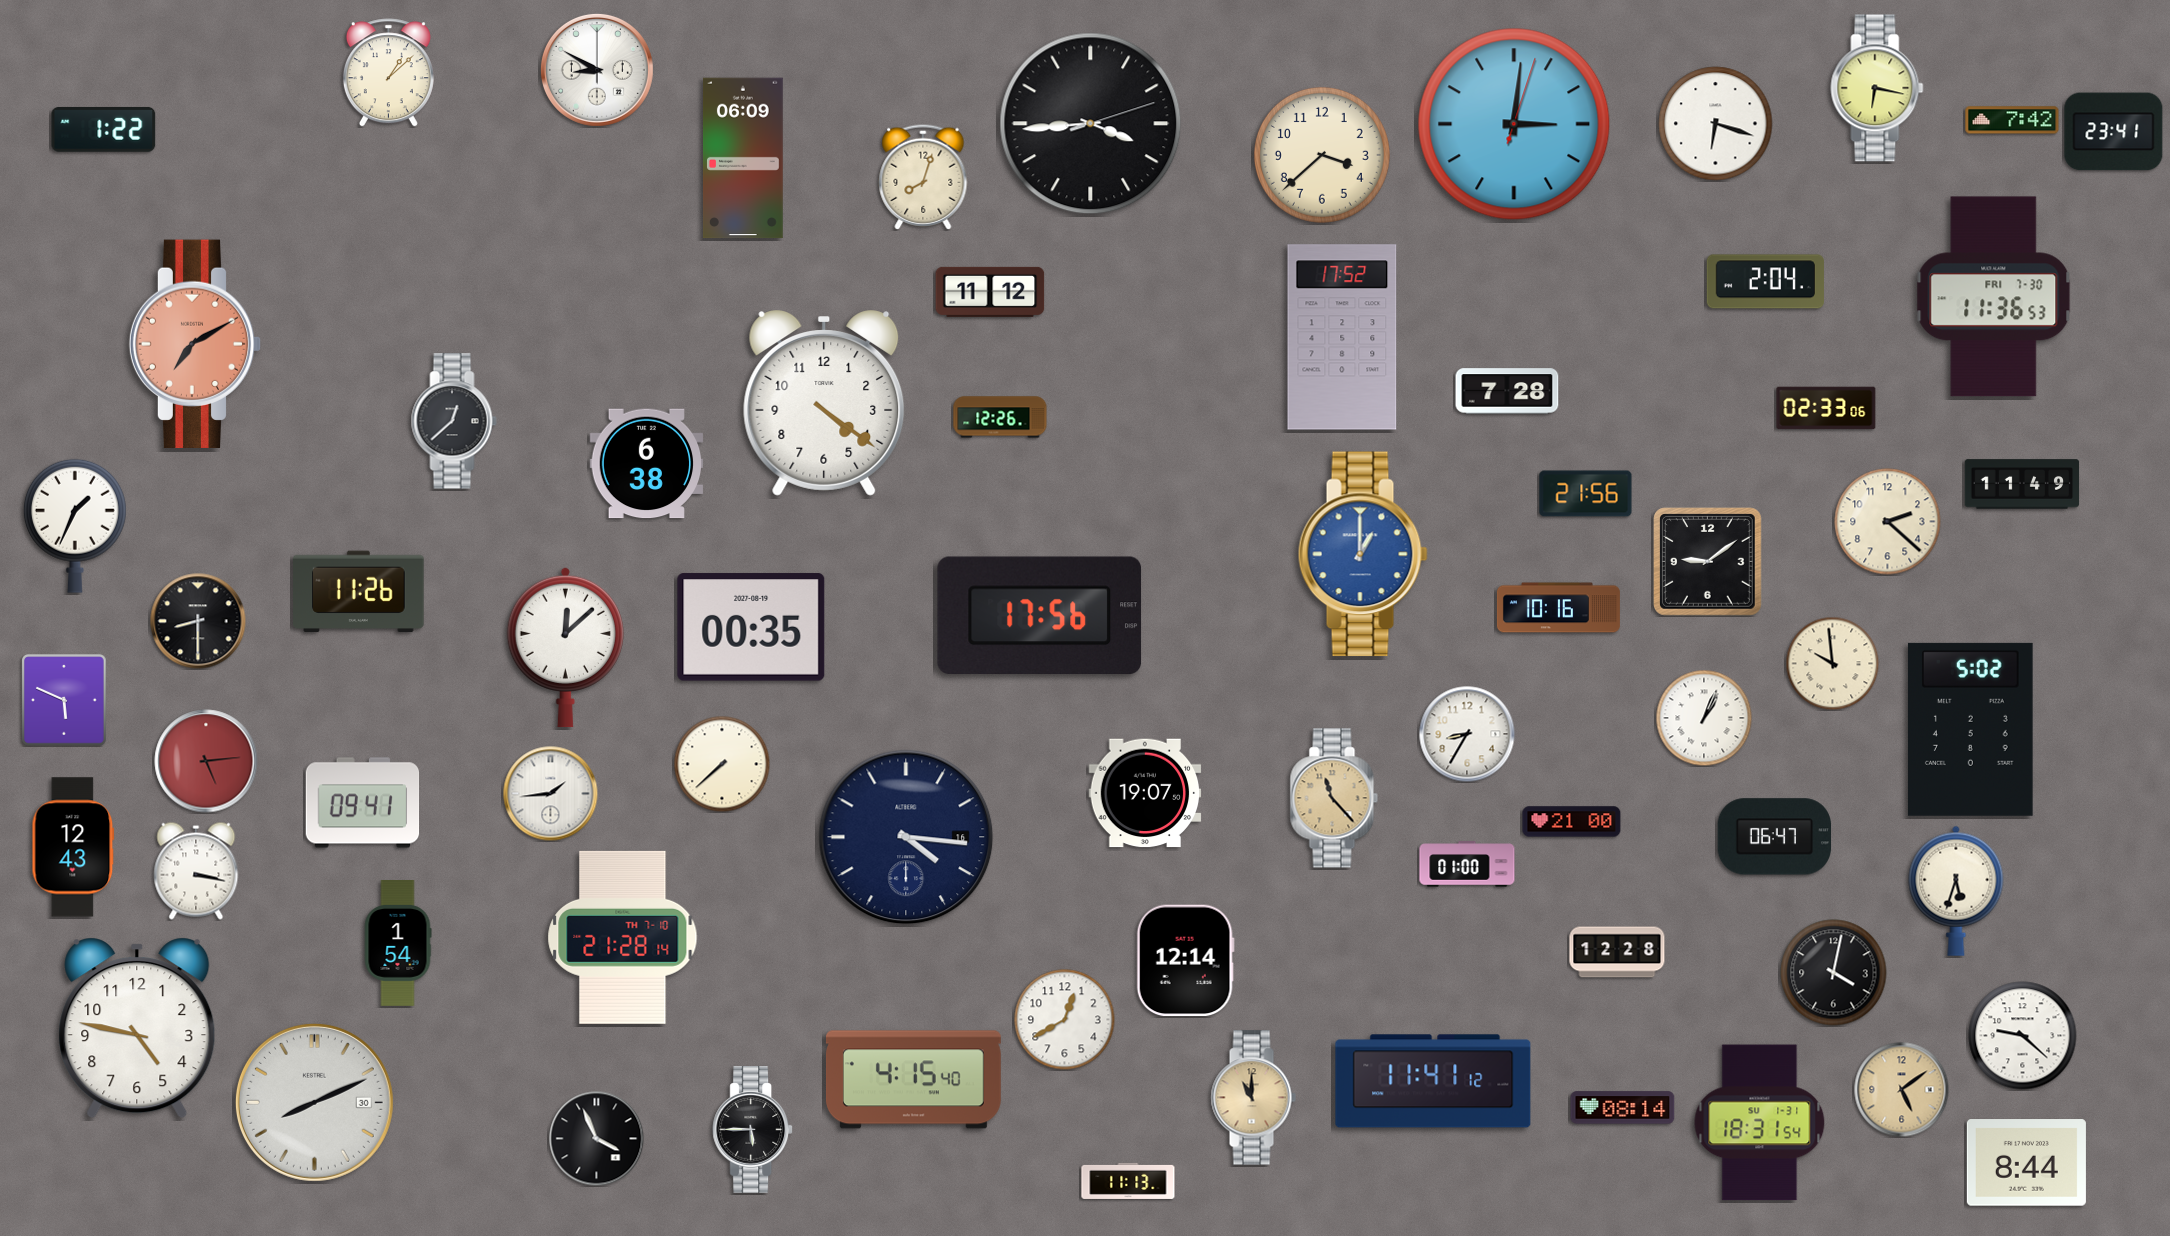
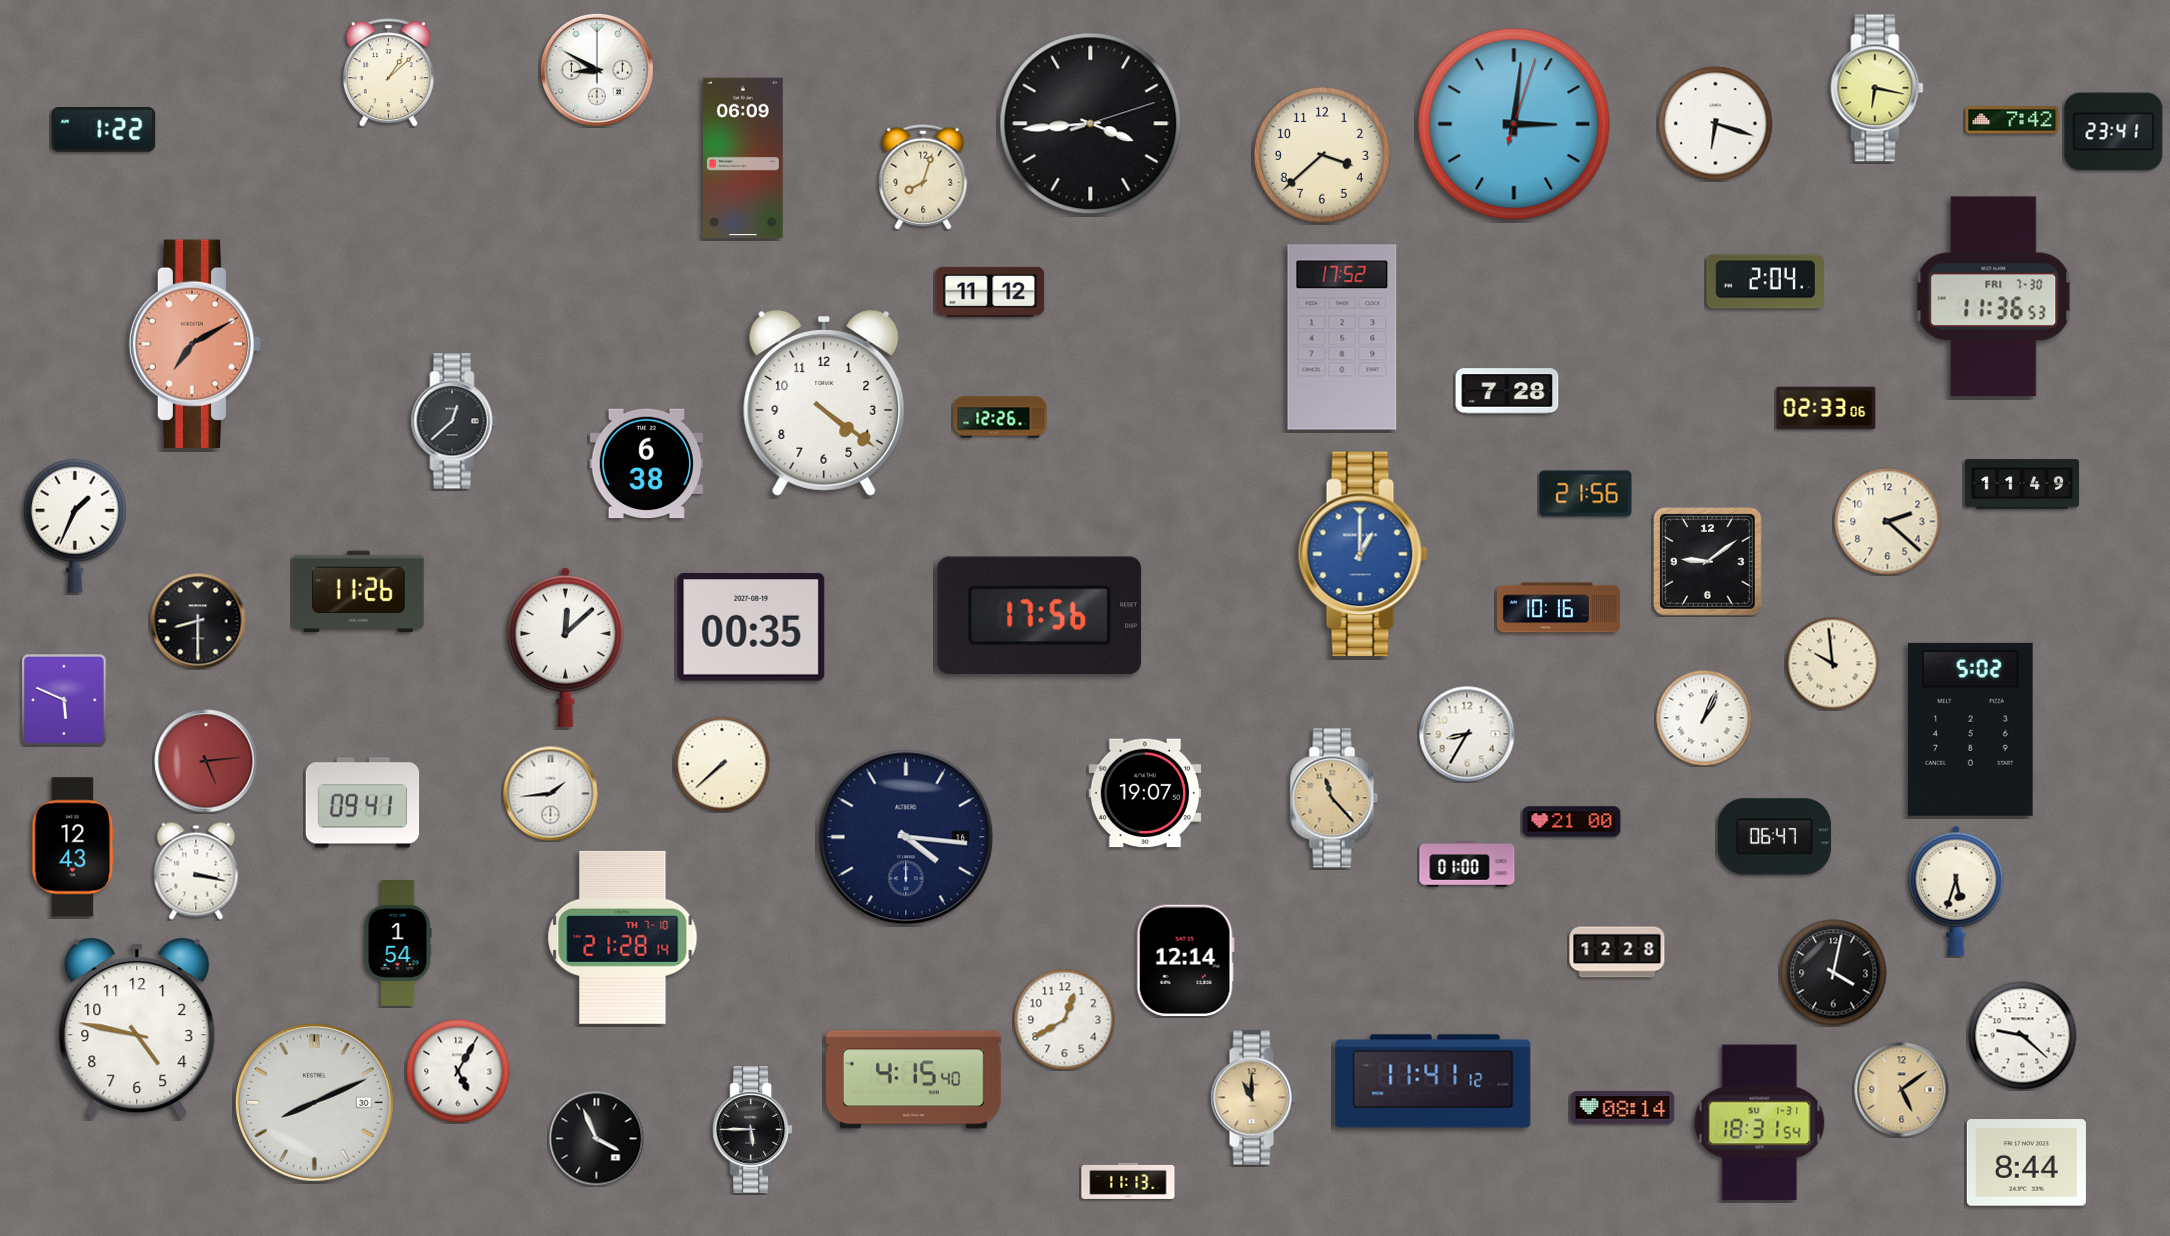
clock at (458, 1071): none -> 5:05
